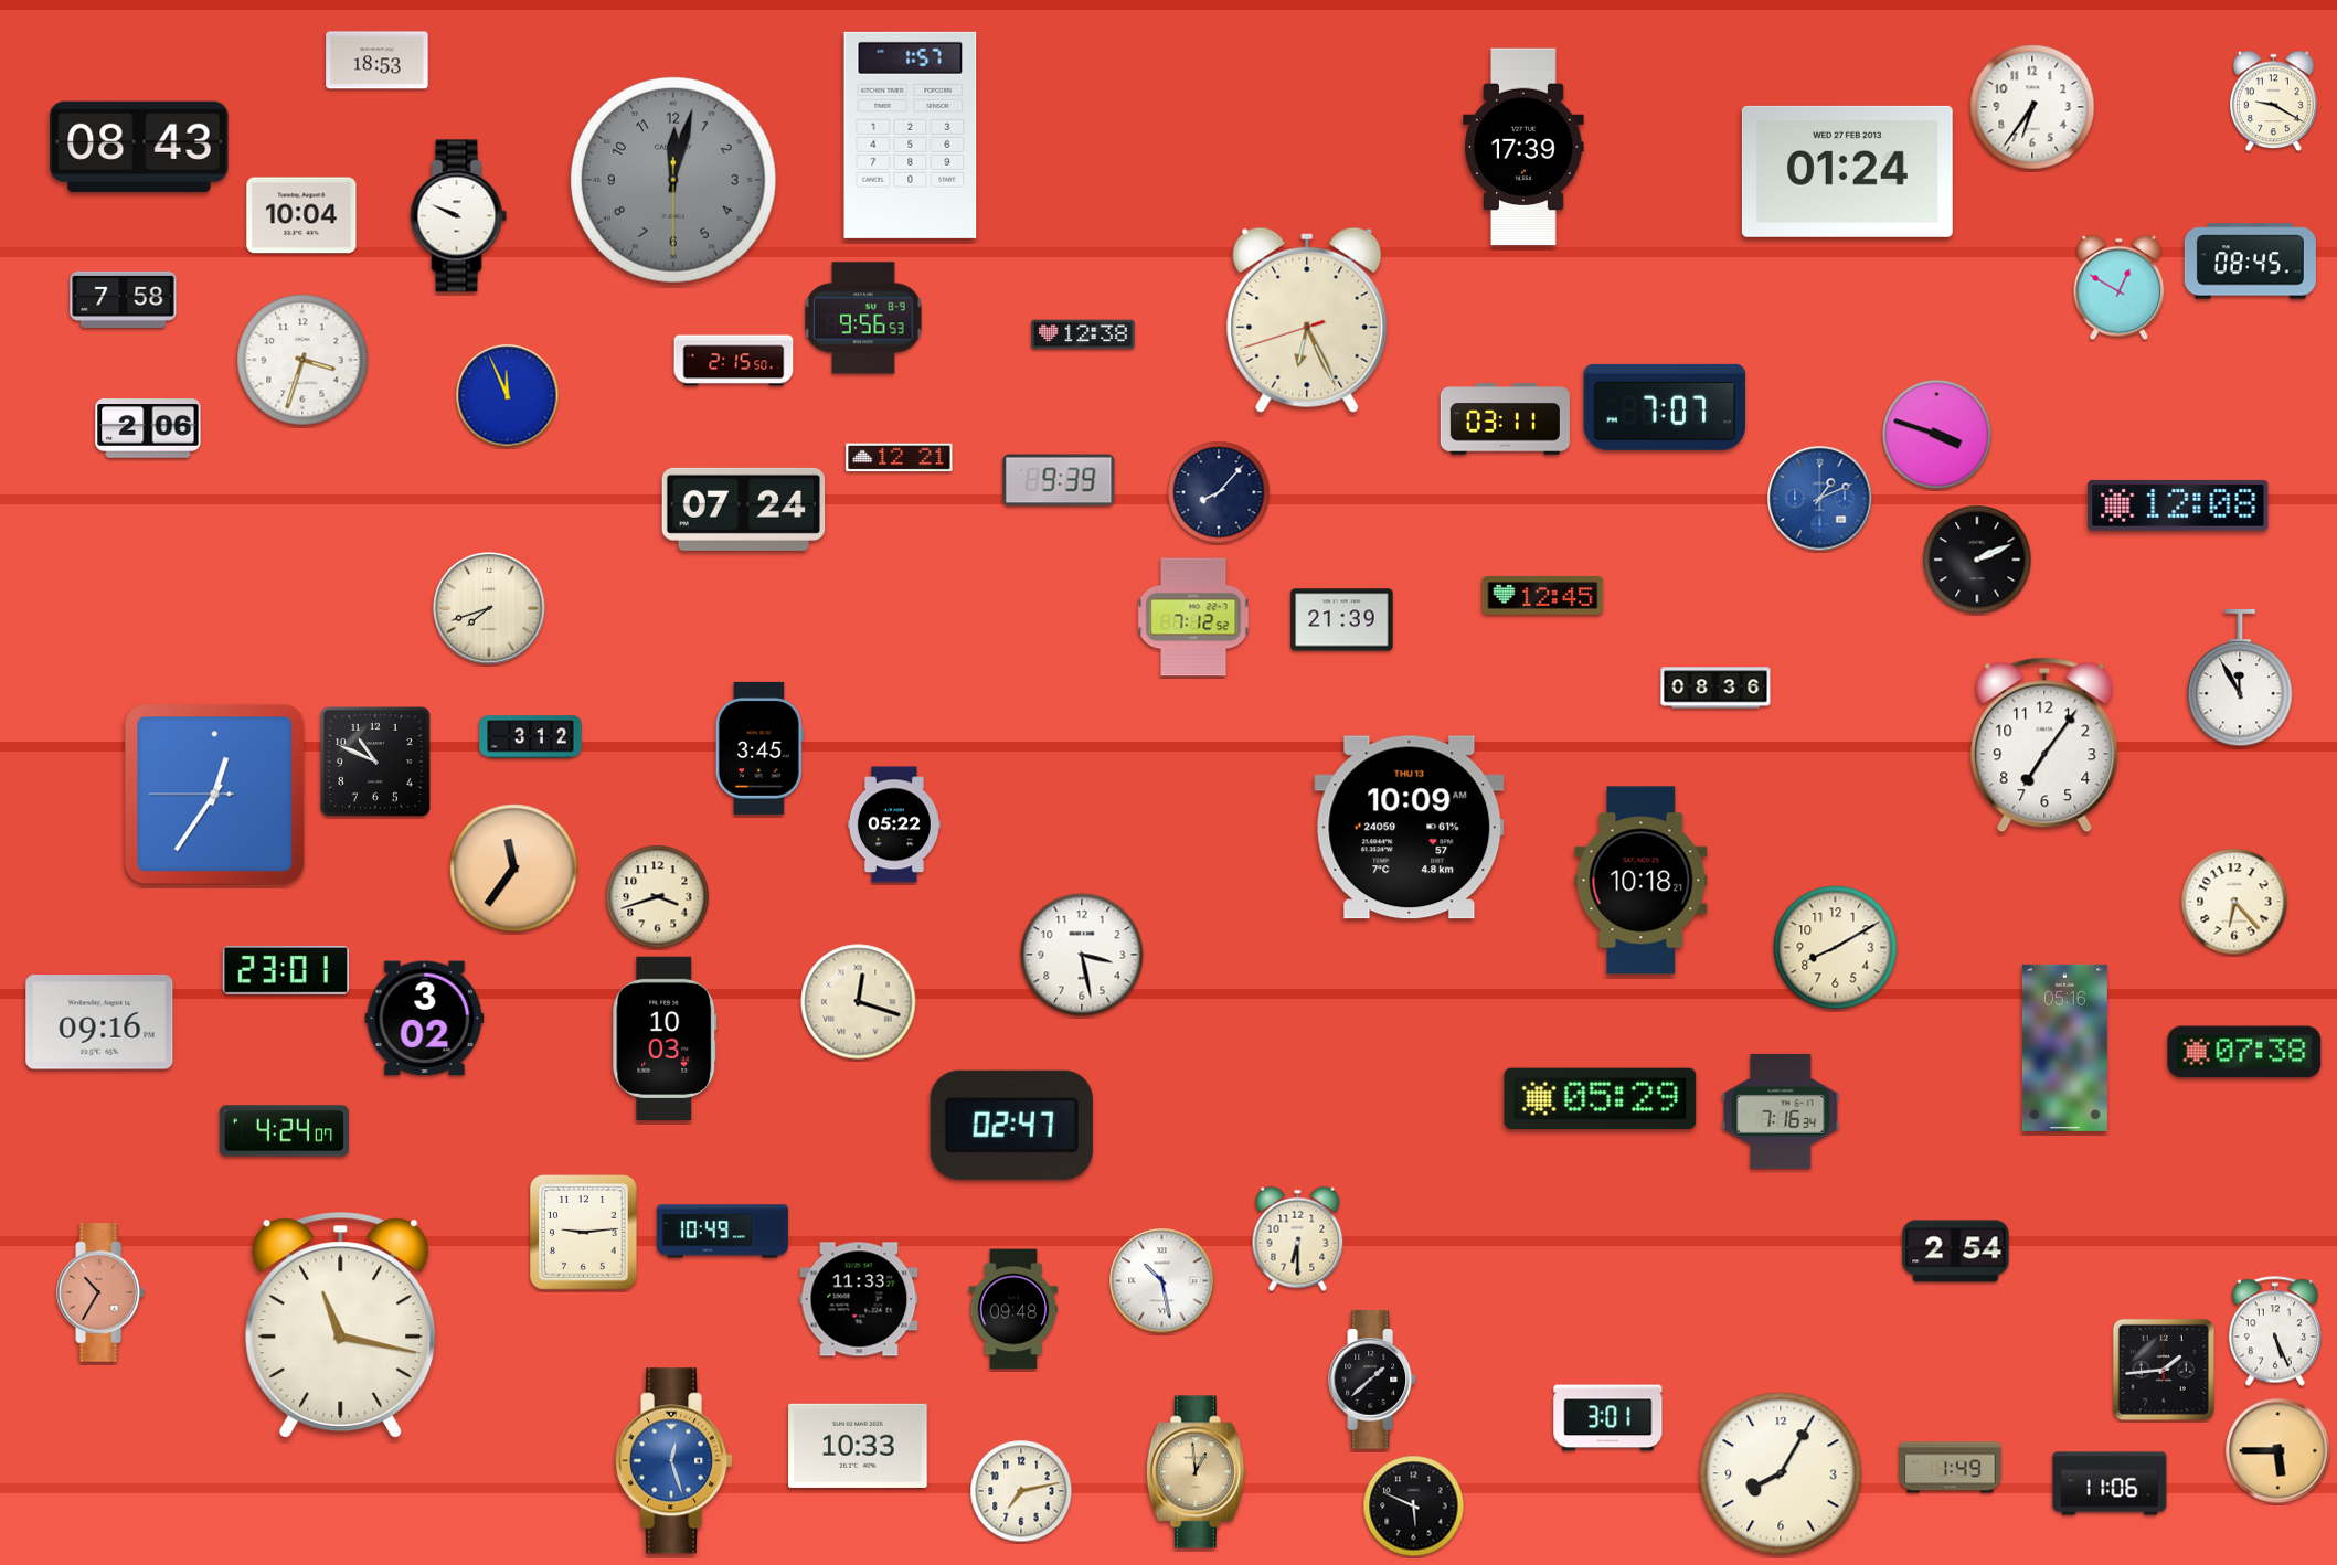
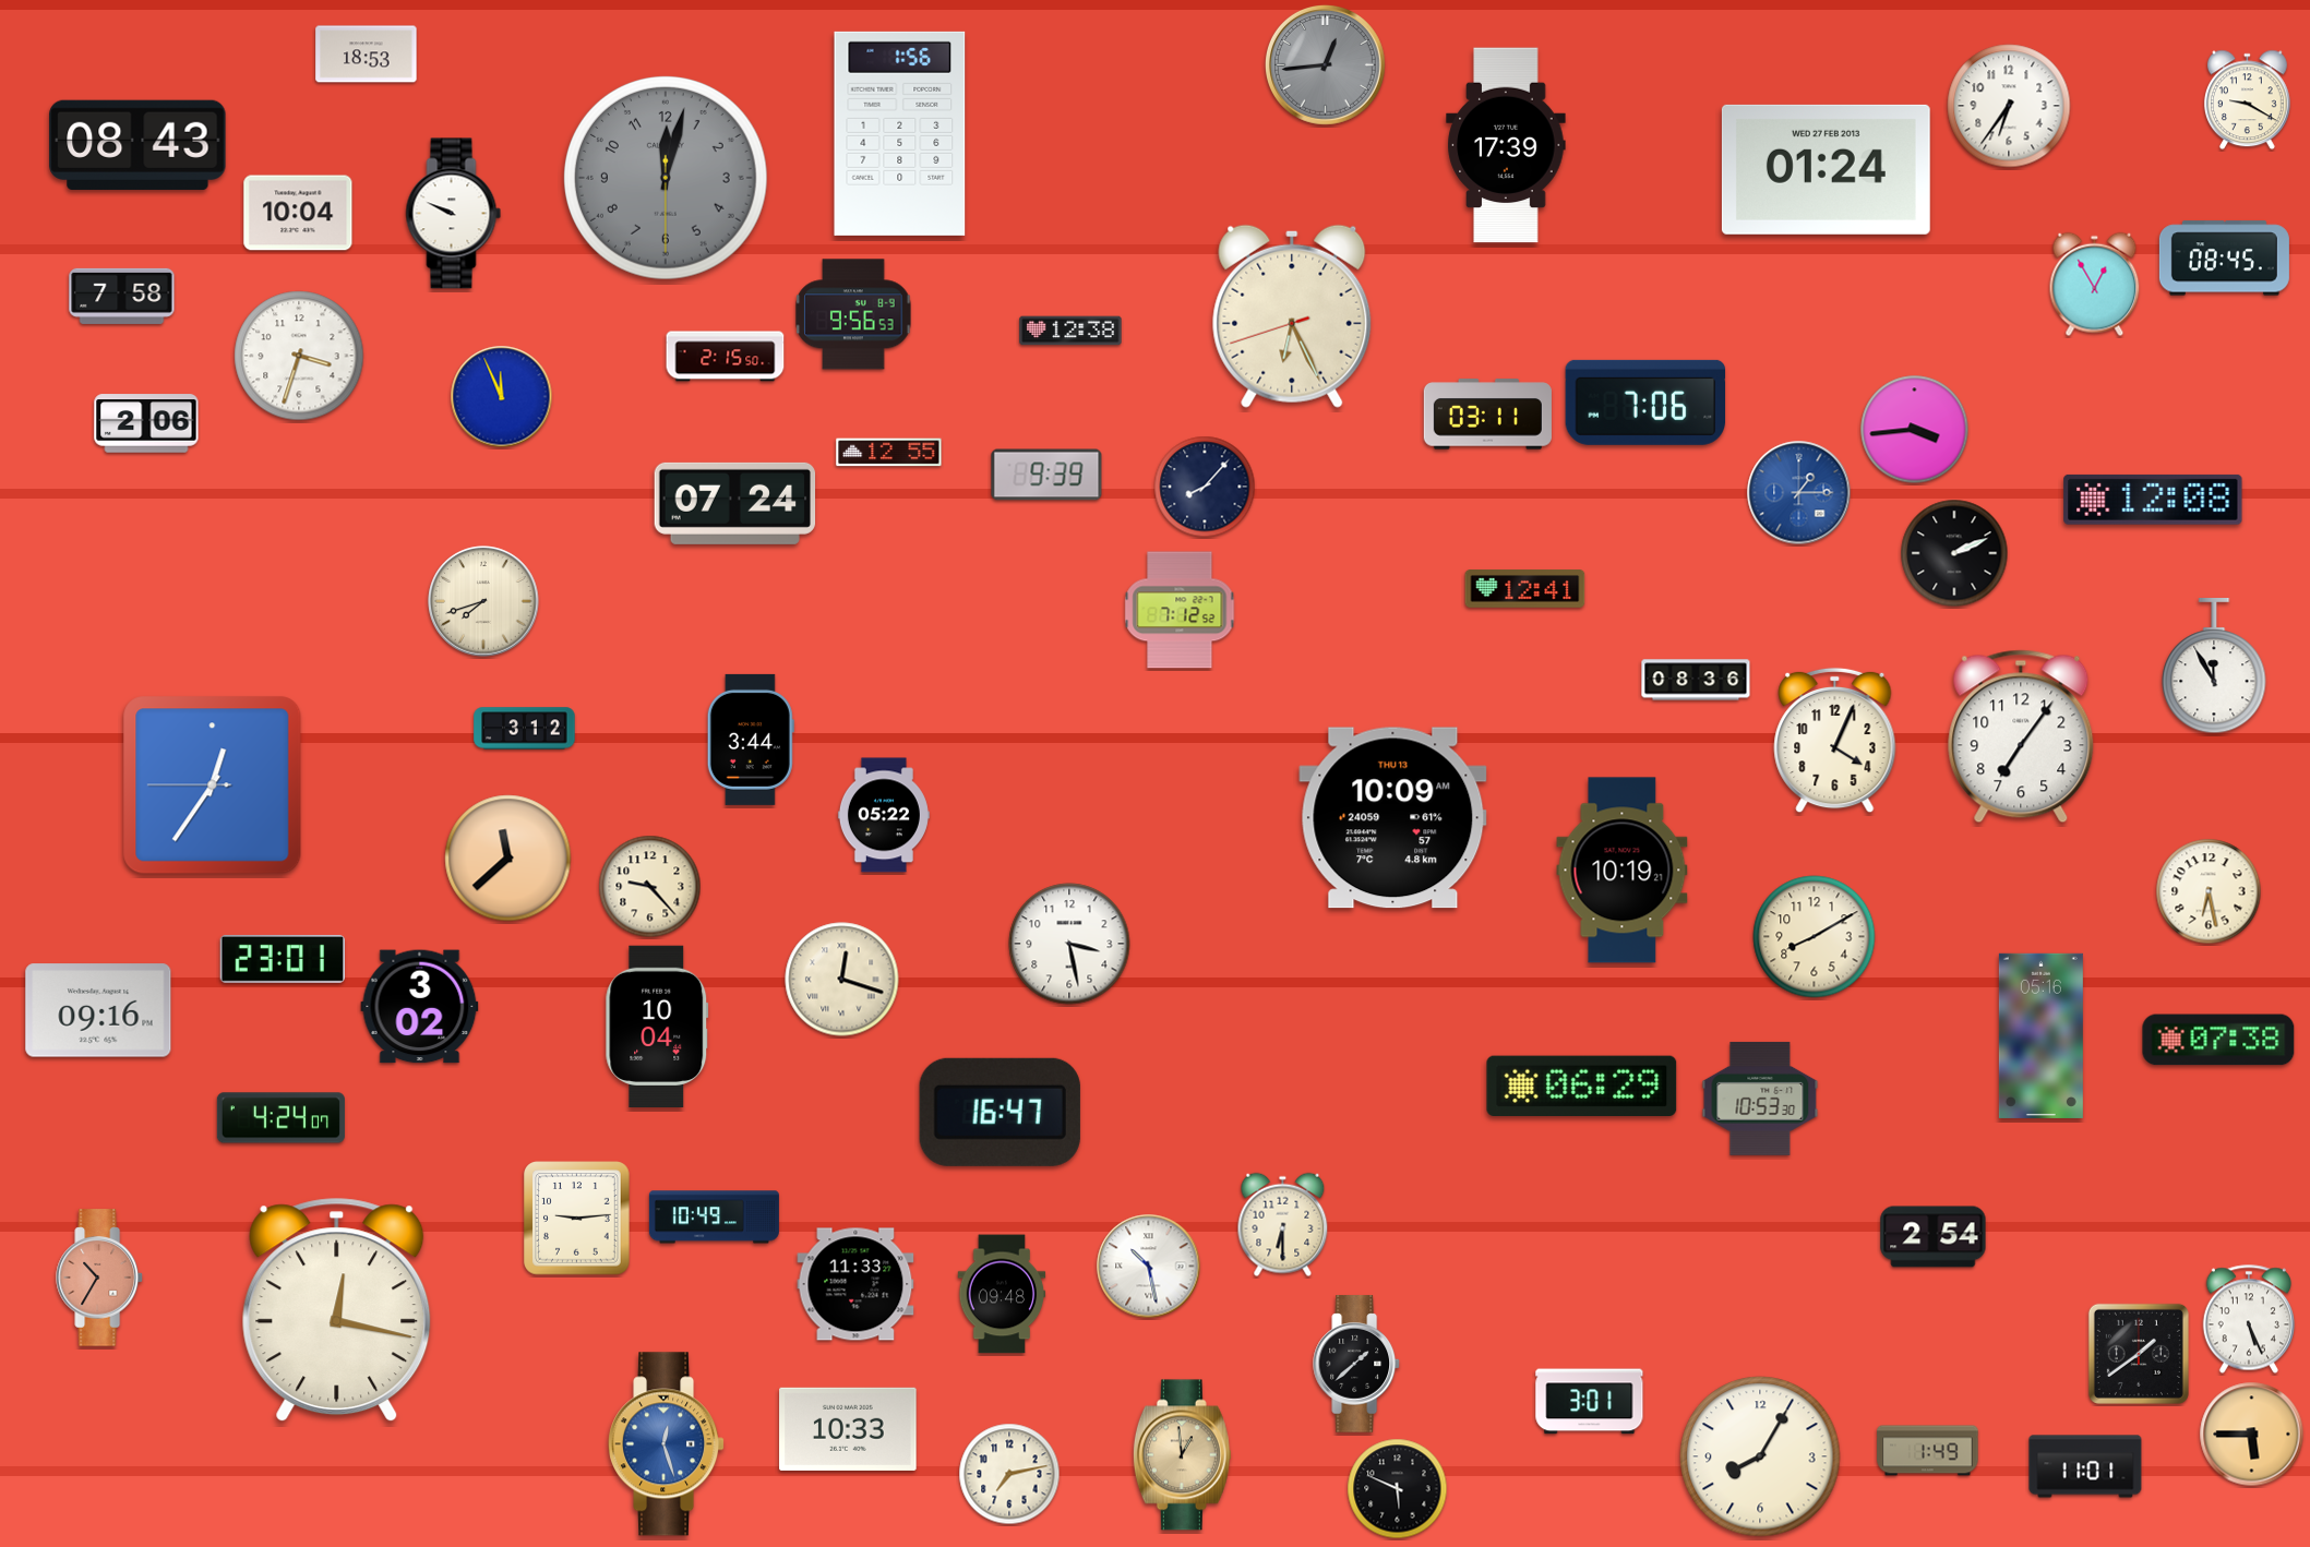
clock at (378, 61) position: (378, 61) -> (367, 55)
clock at (1325, 64): none -> 12:44
clock at (911, 135): 1:57 -> 1:56
clock at (2120, 288): 12:50 -> 12:55
clock at (508, 396) position: (508, 396) -> (502, 397)
clock at (1665, 407): 7:07 -> 7:06
clock at (1937, 435): 3:48 -> 3:44
clock at (900, 458): 12:21 -> 12:55
clock at (1820, 499): 1:11 -> 1:15
clock at (1543, 596): 12:45 -> 12:41
clock at (1342, 620): 21:39 -> none
clock at (2240, 679) position: (2240, 679) -> (2214, 667)
clock at (759, 748): 3:45 -> 3:44
clock at (1835, 741): none -> 4:04
clock at (375, 762): 10:49 -> none
clock at (514, 869): 11:36 -> 11:38
clock at (1642, 881): 10:18 -> 10:19
clock at (658, 897): 3:42 -> 9:23
clock at (2234, 902): 6:23 -> 6:28
clock at (859, 1002) position: (859, 1002) -> (842, 980)
clock at (665, 1037): 10:03 -> 10:04
clock at (1601, 1098): 05:29 -> 06:29
clock at (1781, 1111): 7:16 -> 10:53
clock at (1011, 1125): 02:47 -> 16:47
clock at (859, 1299) position: (859, 1299) -> (855, 1284)
clock at (341, 1326): 11:17 -> 12:17
clock at (2275, 1331) position: (2275, 1331) -> (2249, 1319)
clock at (2164, 1370): 1:44 -> 1:39
clock at (2110, 1483): 11:06 -> 11:01
